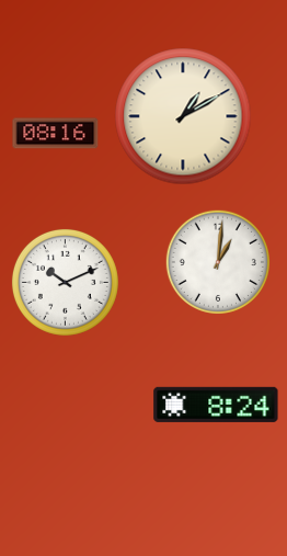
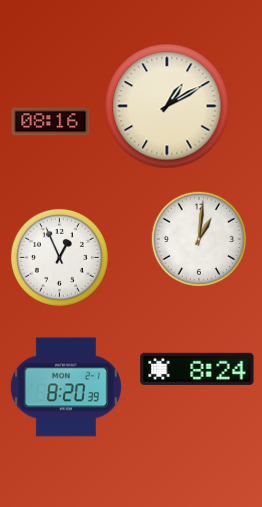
clock at (65, 282): 10:11 -> 12:56
clock at (66, 387): none -> 8:20
